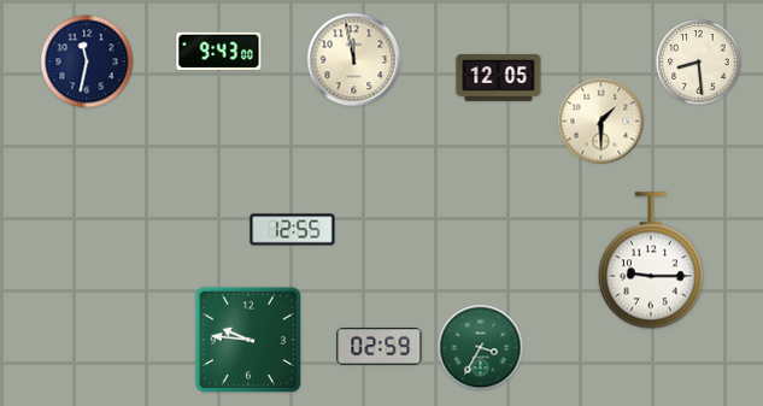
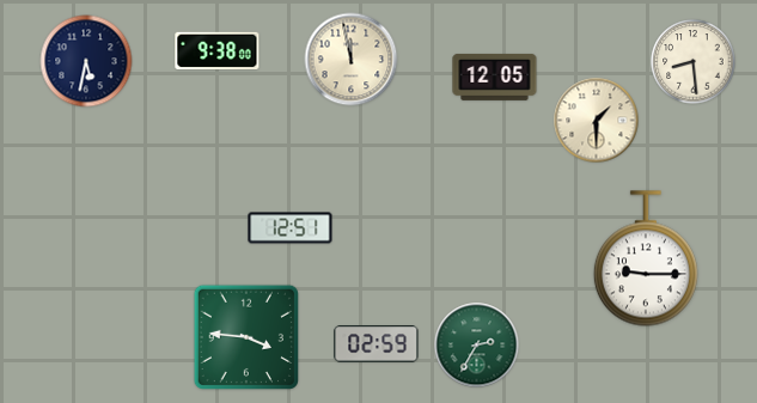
clock at (219, 51): 9:43 -> 9:38
clock at (87, 61): 11:32 -> 5:32
clock at (293, 230): 12:55 -> 12:51
clock at (247, 339): 9:46 -> 3:46
clock at (481, 348): 3:35 -> 2:35
